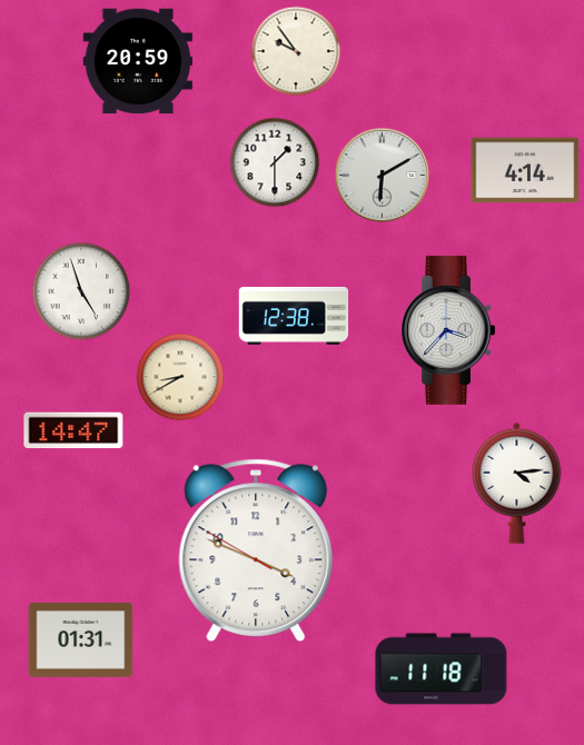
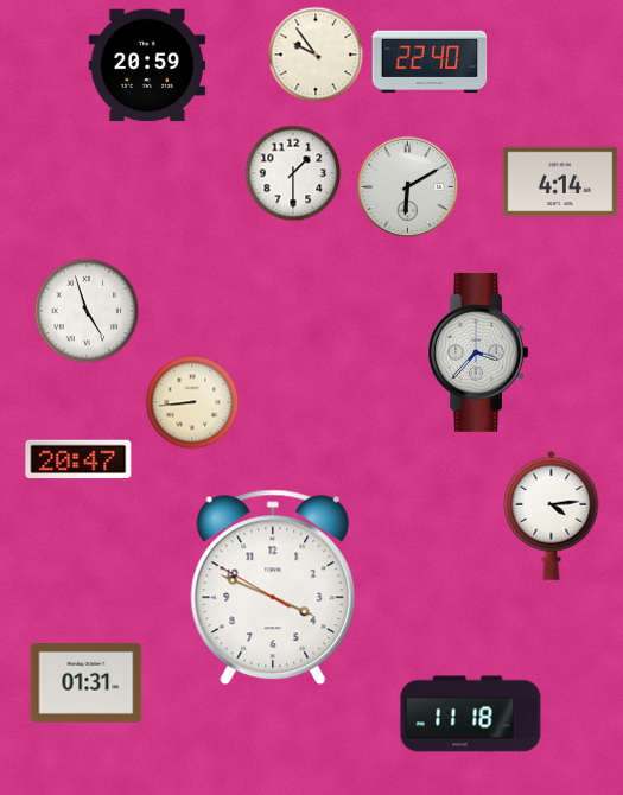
clock at (430, 62): none -> 22:40
clock at (294, 316): 12:38 -> none
clock at (180, 377): 8:40 -> 8:44
clock at (73, 430): 14:47 -> 20:47
